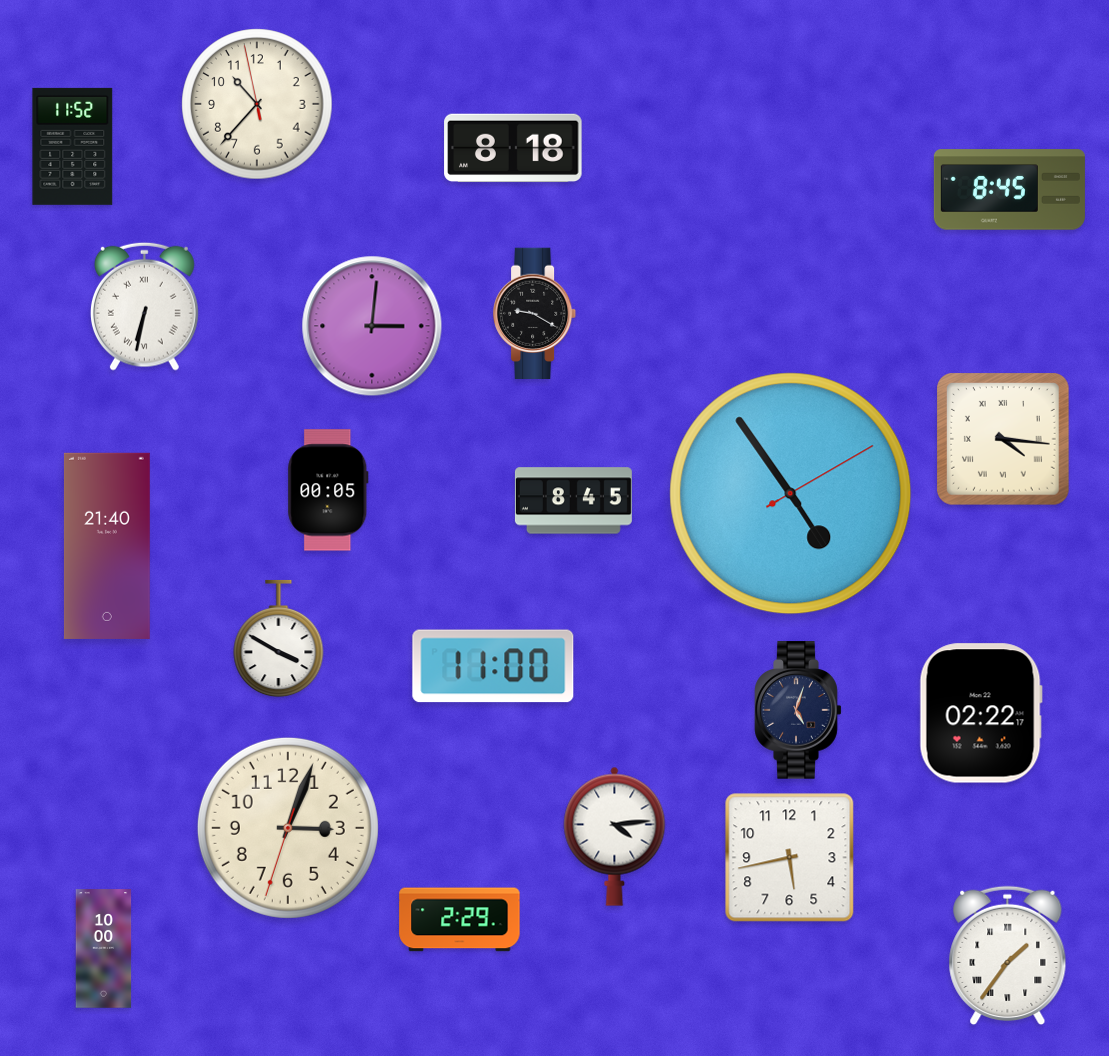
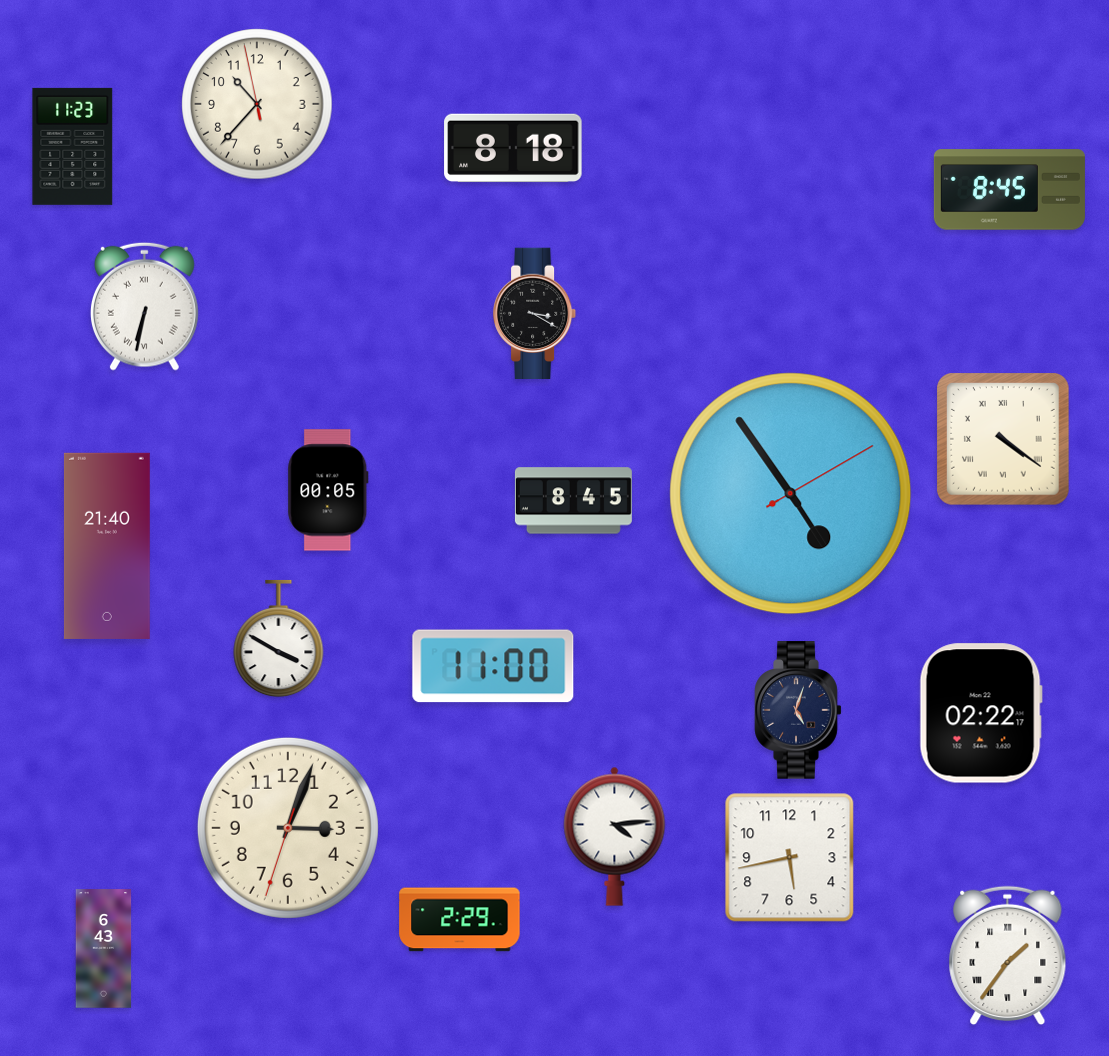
clock at (73, 146): 11:52 -> 11:23
clock at (536, 314): 9:20 -> 3:20
clock at (372, 326): 3:01 -> none
clock at (1004, 440): 4:16 -> 4:21
clock at (104, 949): 10:00 -> 6:43
